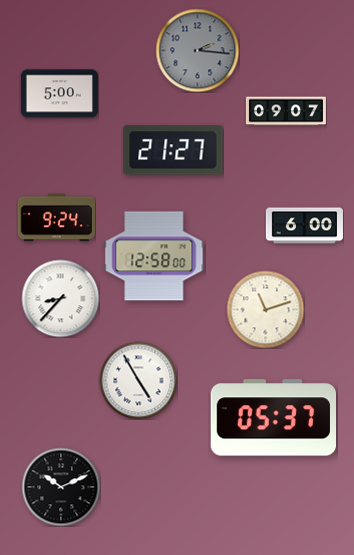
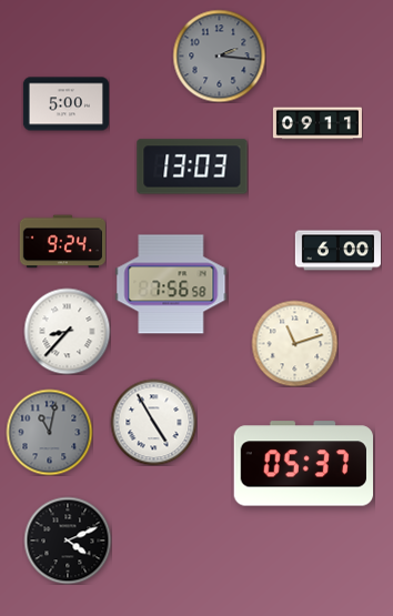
clock at (286, 111): 09:07 -> 09:11
clock at (173, 150): 21:27 -> 13:03
clock at (154, 256): 12:58 -> 7:56
clock at (49, 432): none -> 11:02
clock at (61, 487): 10:11 -> 4:11
